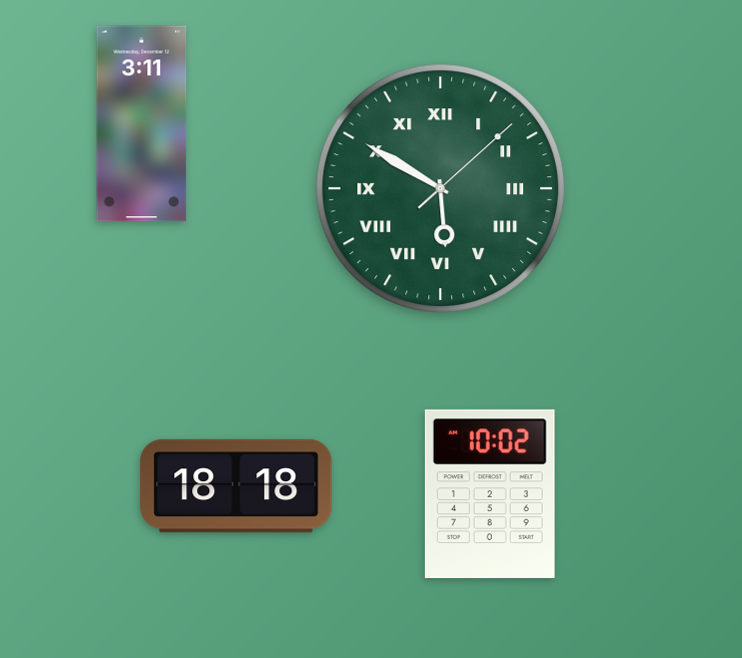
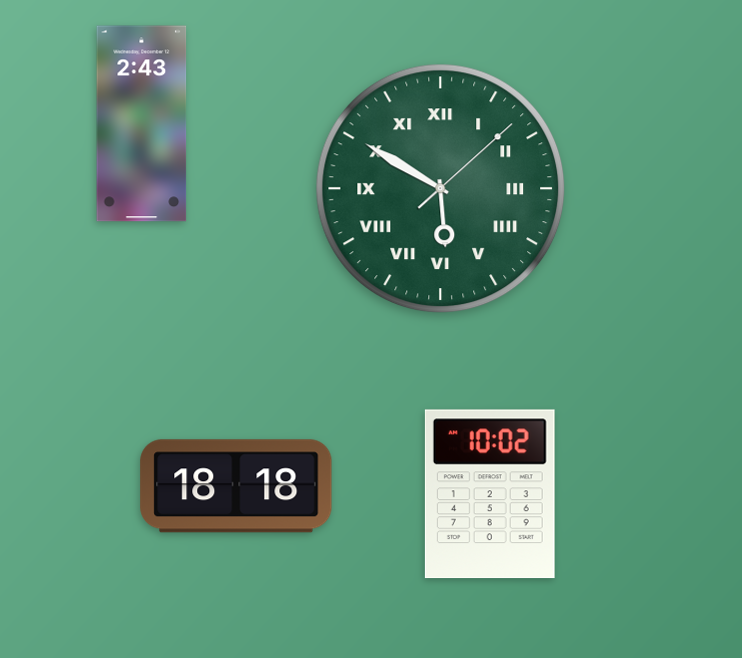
clock at (142, 124): 3:11 -> 2:43
